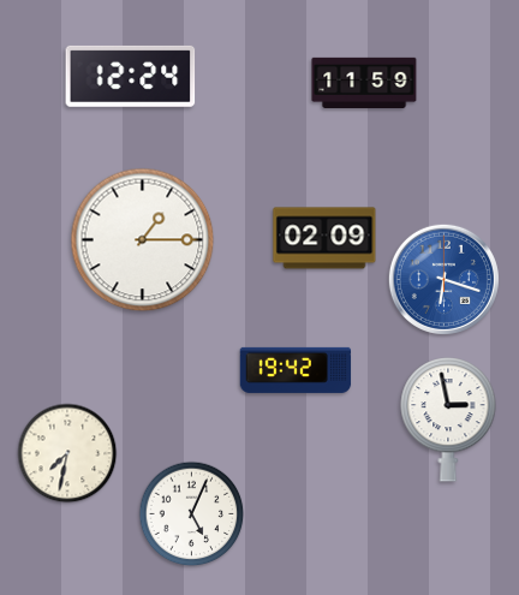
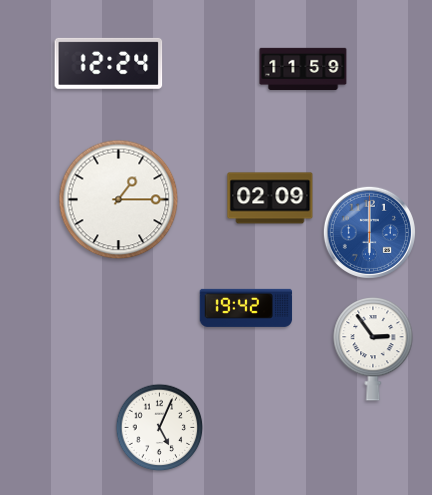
clock at (443, 279): 6:18 -> 6:00
clock at (448, 421): 2:58 -> 2:54
clock at (67, 453): 7:32 -> none
